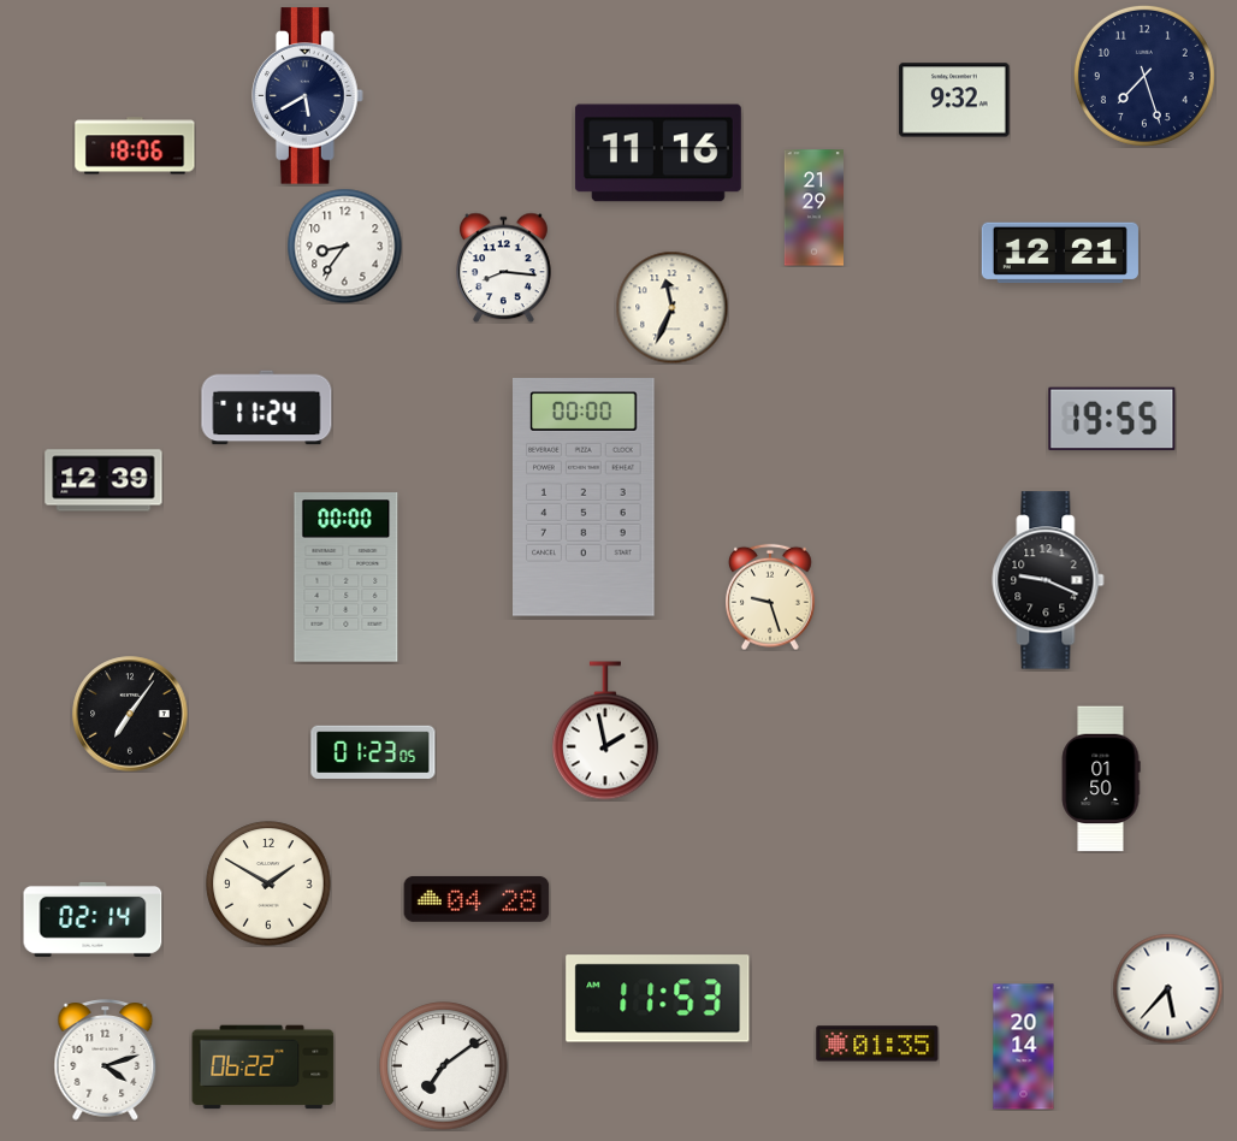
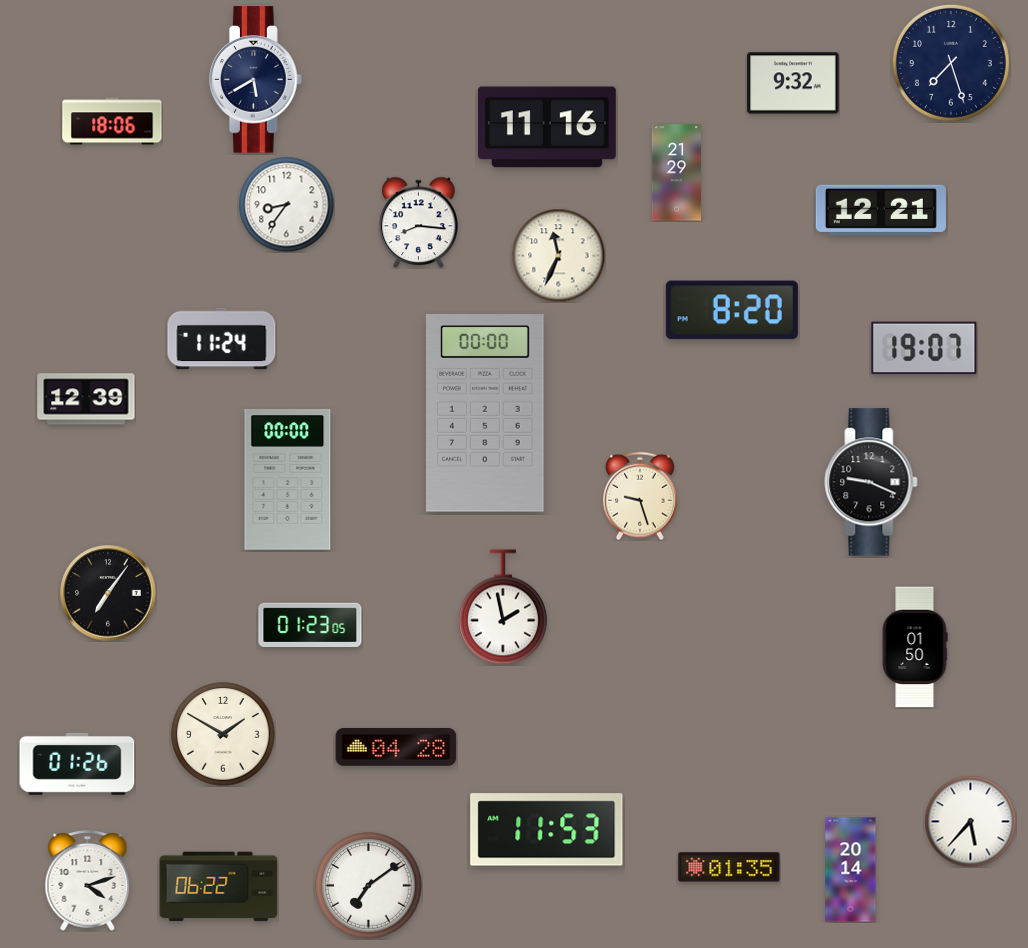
clock at (732, 310): none -> 8:20
clock at (1112, 419): 19:55 -> 19:07
clock at (93, 920): 02:14 -> 01:26
